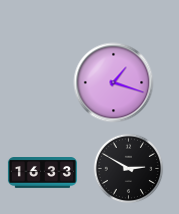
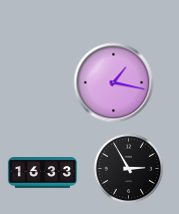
clock at (114, 83): 1:18 -> 1:17
clock at (129, 169): 2:50 -> 2:55
